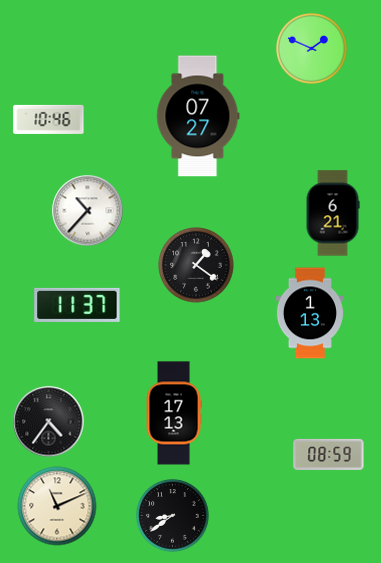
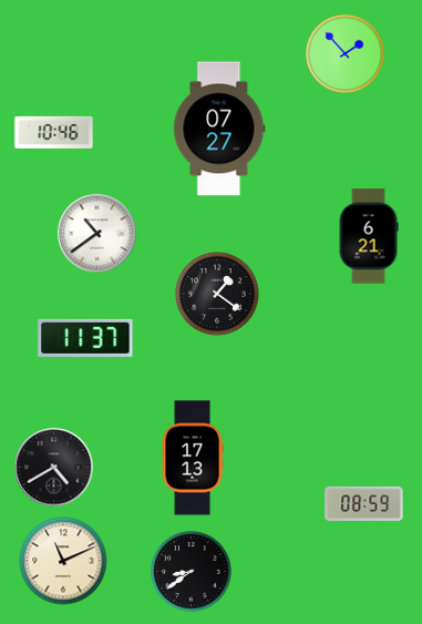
clock at (312, 49): 1:49 -> 1:53
clock at (88, 211): 10:37 -> 10:39
clock at (310, 313): 1:13 -> none
clock at (49, 422): 4:36 -> 4:40
